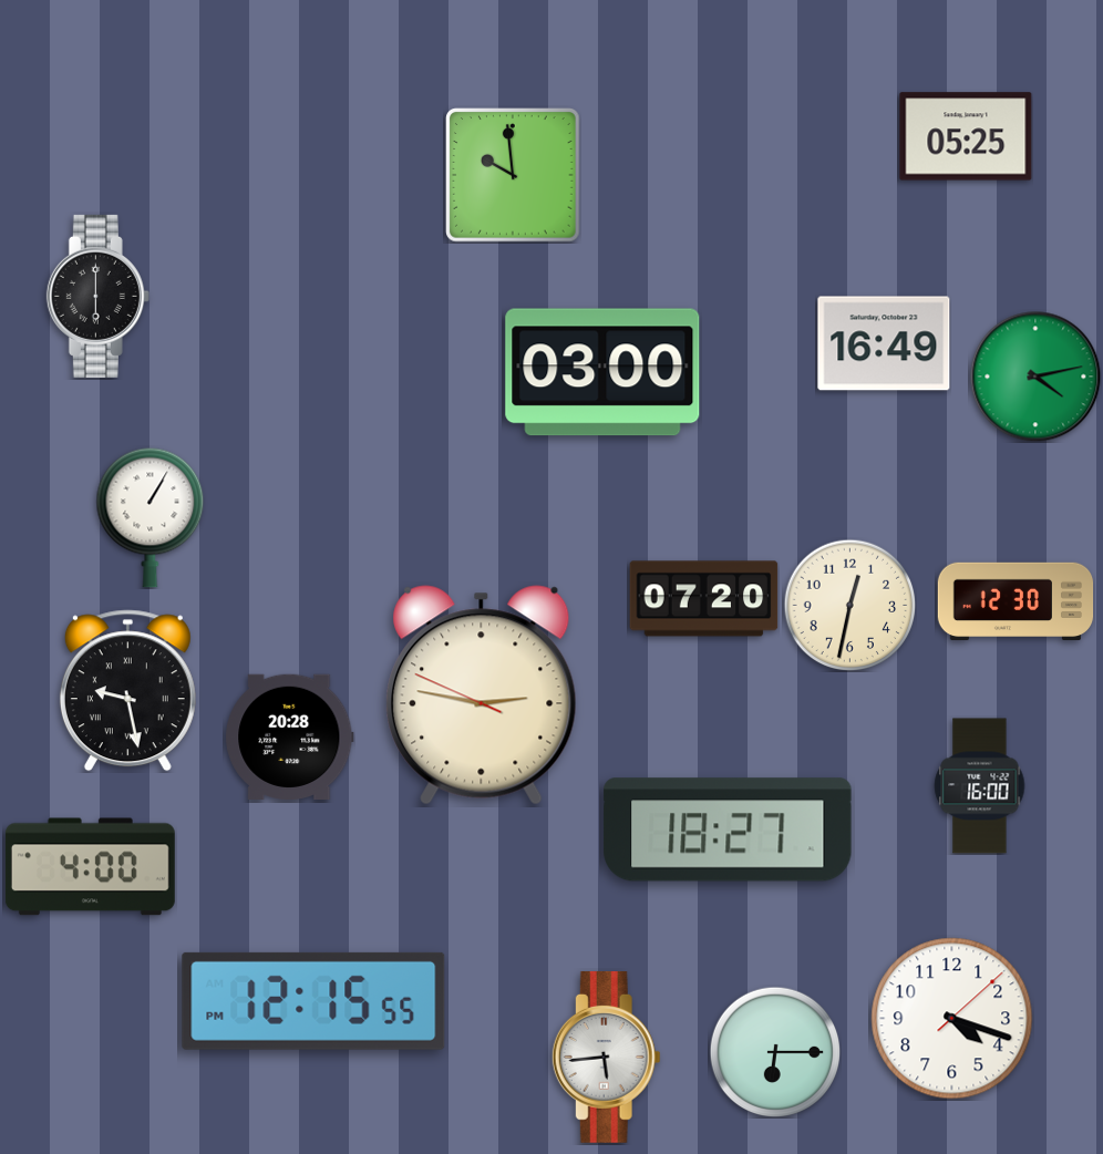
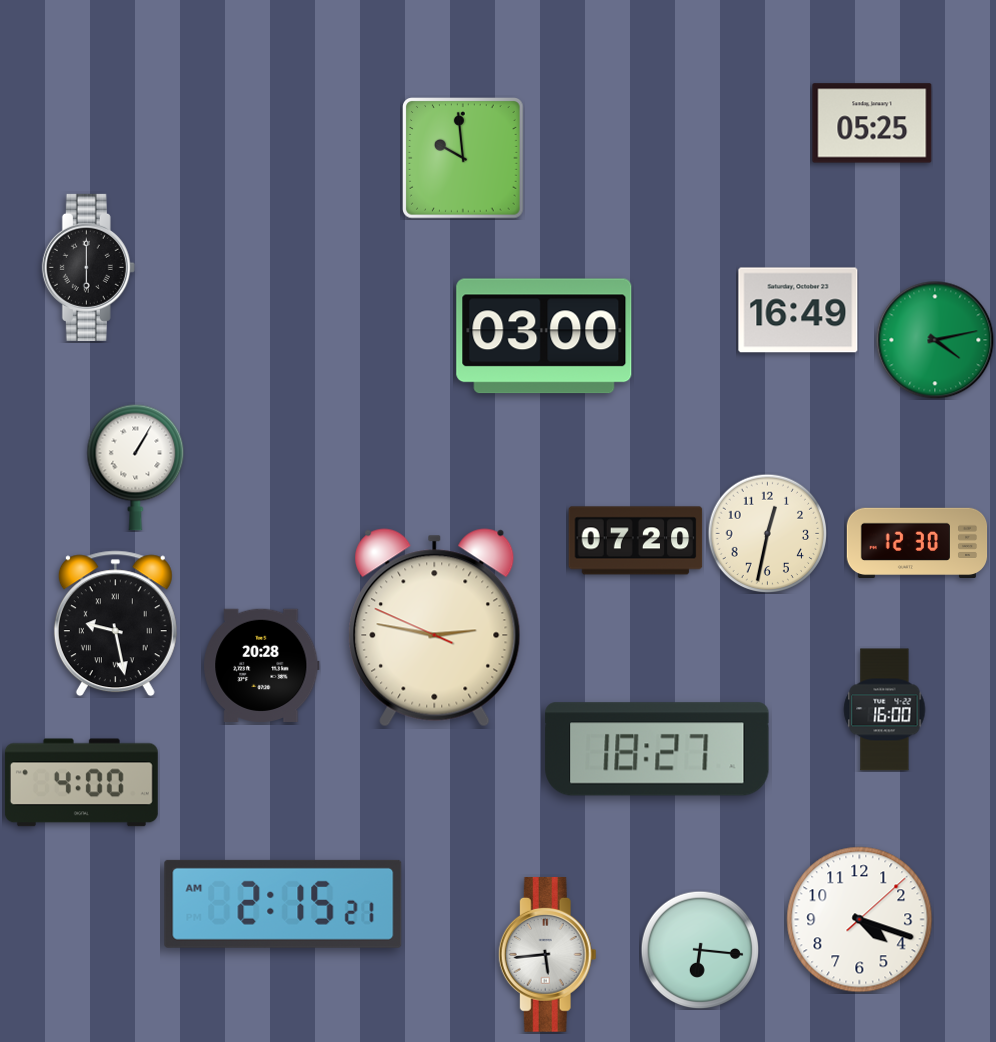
clock at (849, 605) position: (849, 605) -> (767, 533)
clock at (313, 1001): 12:15 -> 2:15
clock at (775, 1052): 6:15 -> 6:16
